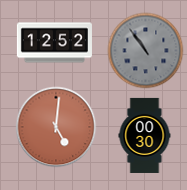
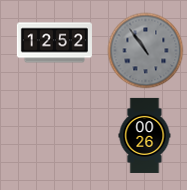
clock at (56, 127): 5:01 -> none
clock at (145, 135): 00:30 -> 00:26
